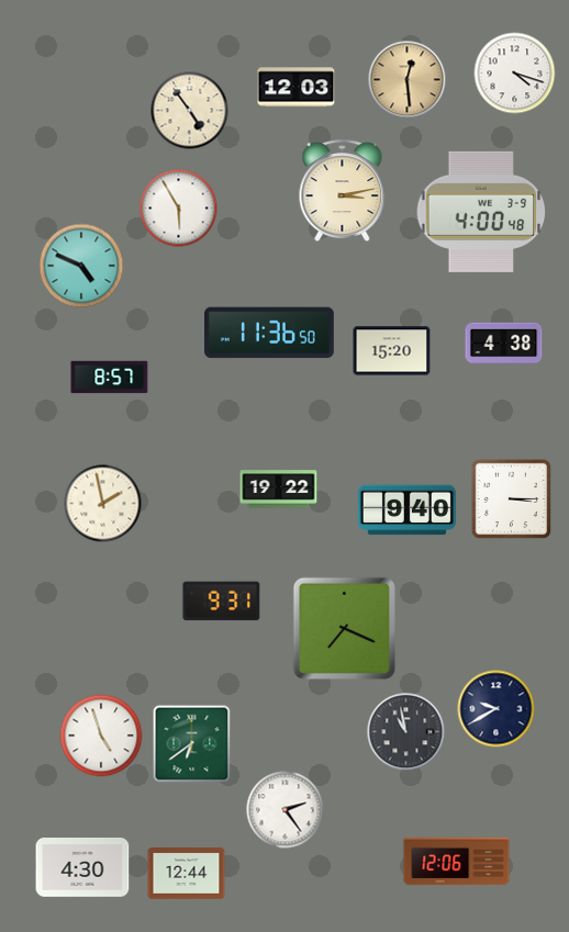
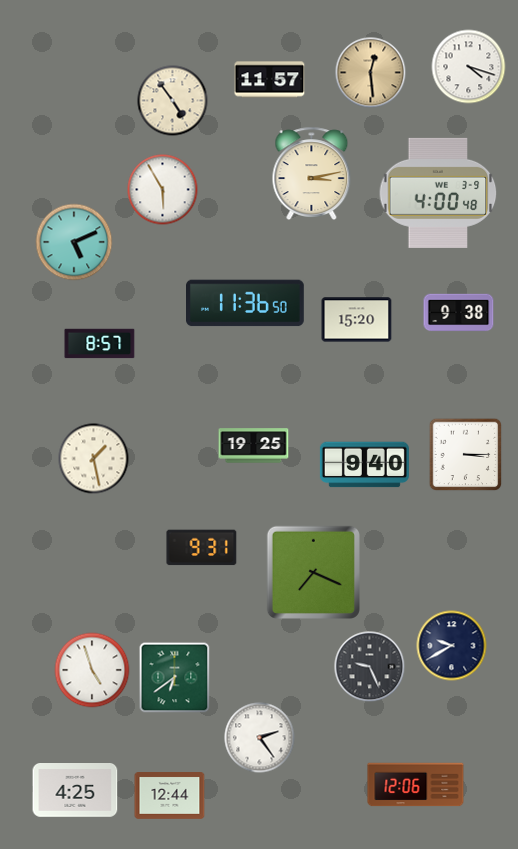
clock at (297, 88): 12:03 -> 11:57
clock at (81, 266): 4:49 -> 5:11
clock at (504, 344): 4:38 -> 9:38
clock at (279, 490): 19:22 -> 19:25
clock at (103, 504): 1:58 -> 1:28
clock at (406, 510) position: (406, 510) -> (364, 465)
clock at (406, 732): 10:58 -> 9:26
clock at (82, 868): 4:30 -> 4:25
